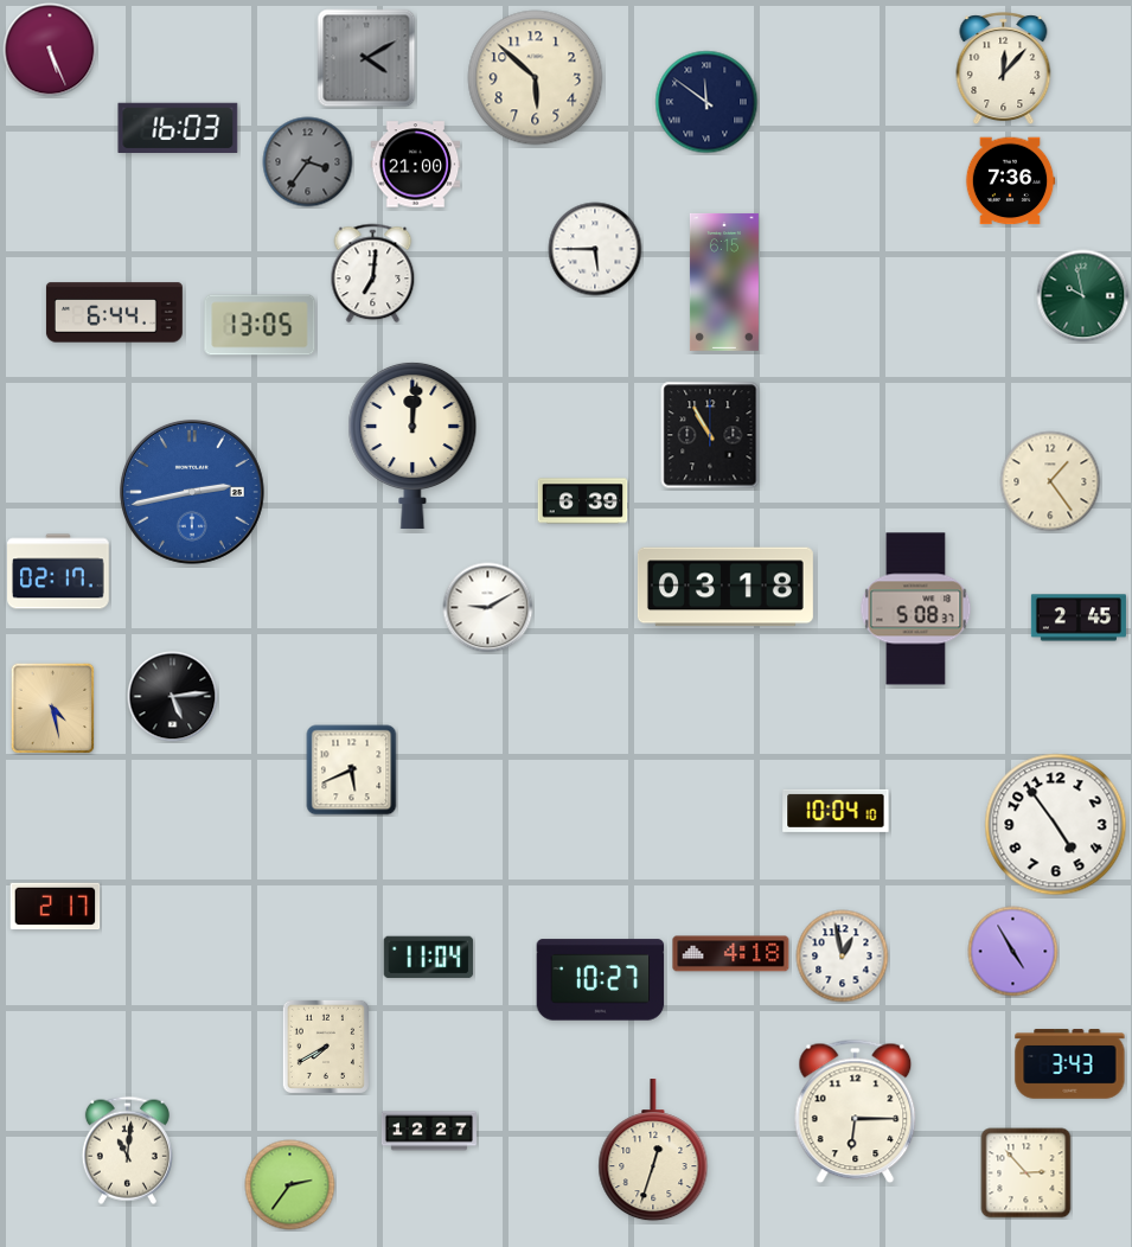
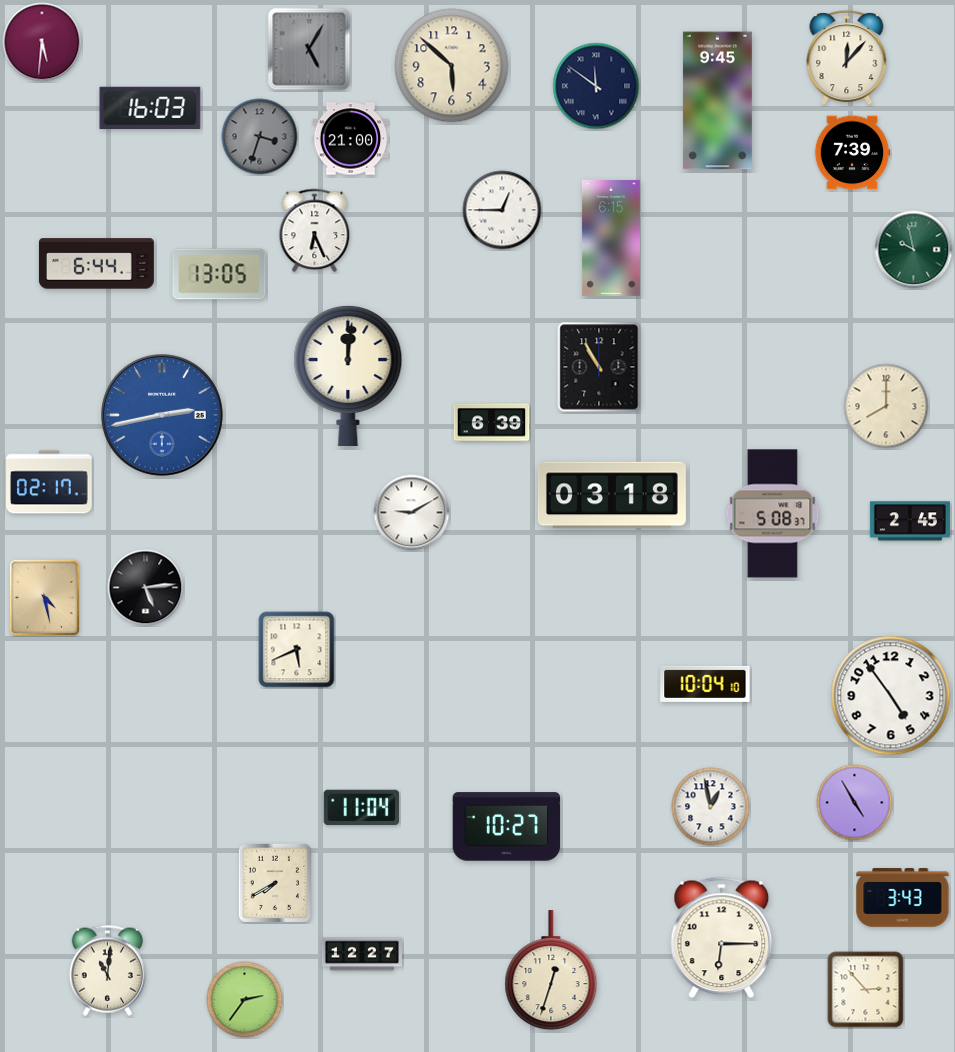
clock at (50, 50): 5:26 -> 5:31
clock at (366, 58): 4:10 -> 5:05
clock at (717, 101): none -> 9:45
clock at (308, 162): 3:36 -> 3:33
clock at (1010, 181): 7:36 -> 7:39
clock at (595, 249): 5:45 -> 12:45
clock at (373, 274): 7:01 -> 6:26
clock at (1050, 481): 1:24 -> 8:00
clock at (56, 907): 2:17 -> none
clock at (731, 954): 4:18 -> none
